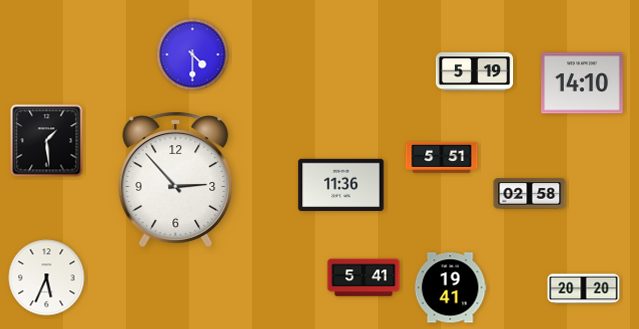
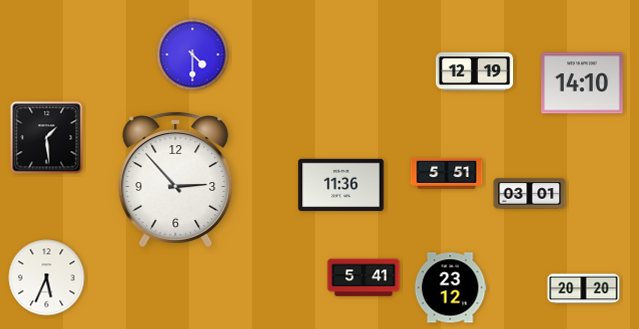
clock at (475, 72): 5:19 -> 12:19
clock at (47, 141) position: (47, 141) -> (47, 138)
clock at (442, 157) position: (442, 157) -> (447, 173)
clock at (530, 194): 02:58 -> 03:01
clock at (450, 288): 19:41 -> 23:12
